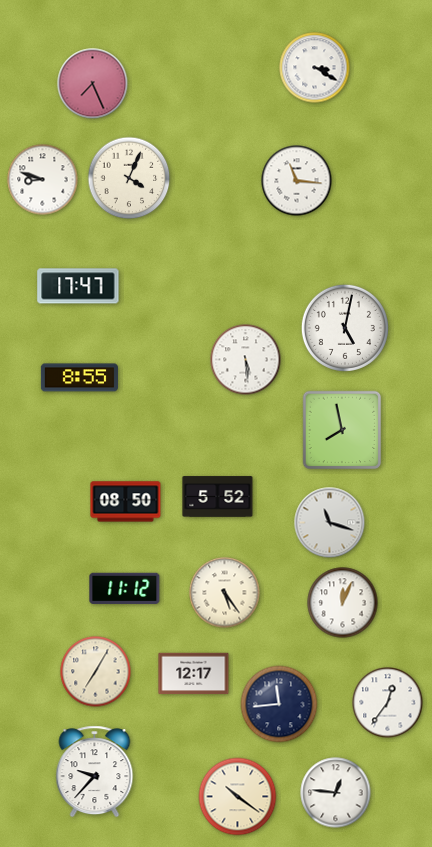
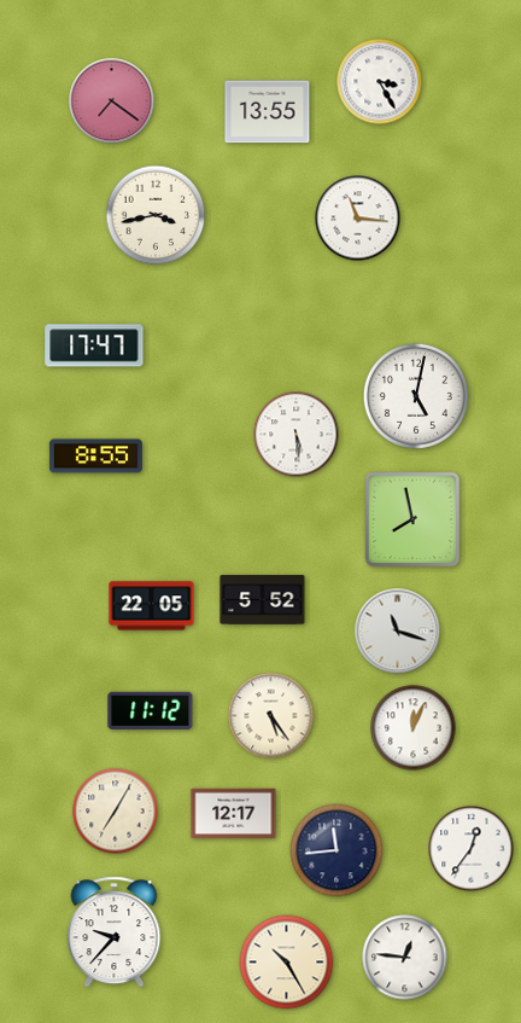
clock at (315, 68): 3:20 -> 3:25
clock at (93, 84): 7:26 -> 7:21
clock at (268, 112): none -> 13:55
clock at (129, 178): 4:04 -> 3:43
clock at (43, 180): 8:48 -> none
clock at (126, 502): 08:50 -> 22:05
clock at (388, 703) position: (388, 703) -> (472, 849)
clock at (238, 797): 10:21 -> 10:25
